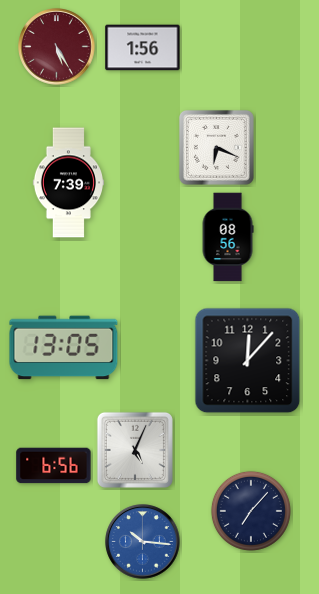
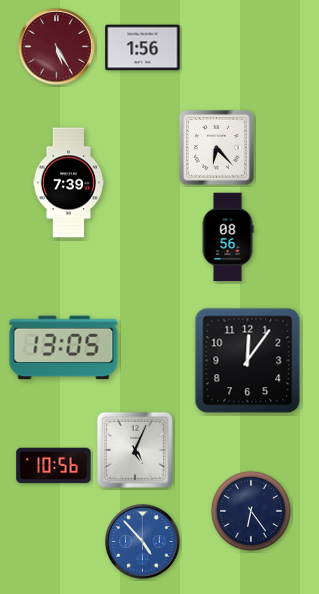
clock at (216, 147): 6:19 -> 6:23
clock at (248, 361): 12:07 -> 12:06
clock at (54, 466): 6:56 -> 10:56
clock at (251, 511): 7:07 -> 6:24
clock at (143, 542): 10:16 -> 4:53
